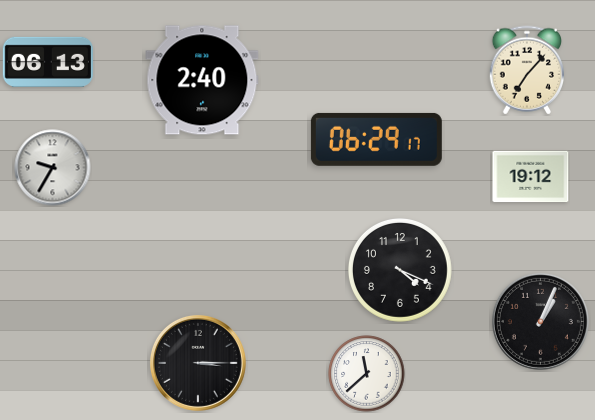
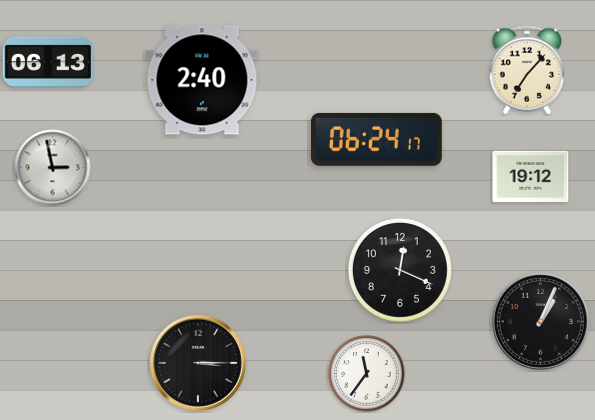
clock at (376, 139): 06:29 -> 06:24
clock at (53, 168): 9:35 -> 2:58
clock at (400, 270): 4:19 -> 12:19
clock at (367, 374): 11:38 -> 11:36
